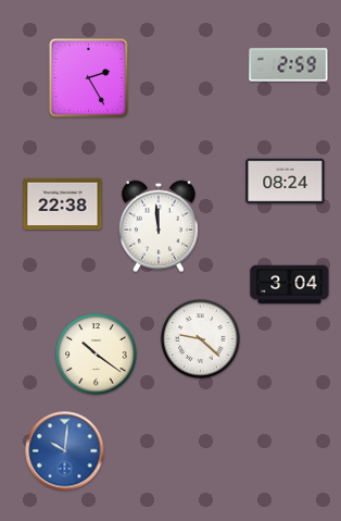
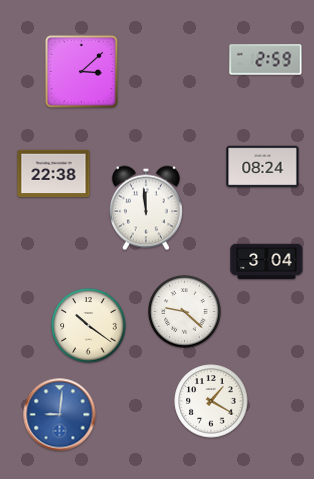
clock at (88, 77): 2:25 -> 3:08
clock at (63, 204) position: (63, 204) -> (54, 174)
clock at (211, 401): none -> 1:20
clock at (65, 451): 10:01 -> 9:01
